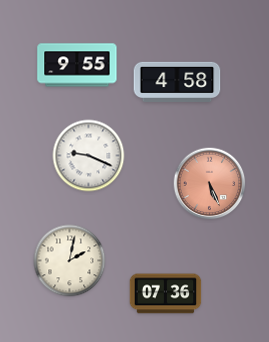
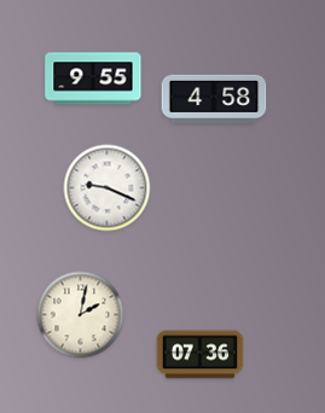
clock at (210, 184): 5:26 -> none
clock at (70, 261) position: (70, 261) -> (81, 315)
